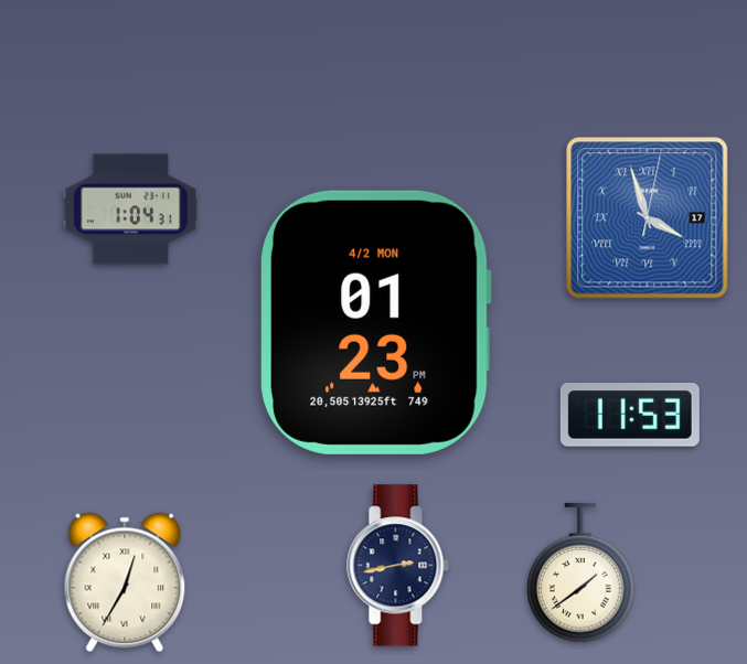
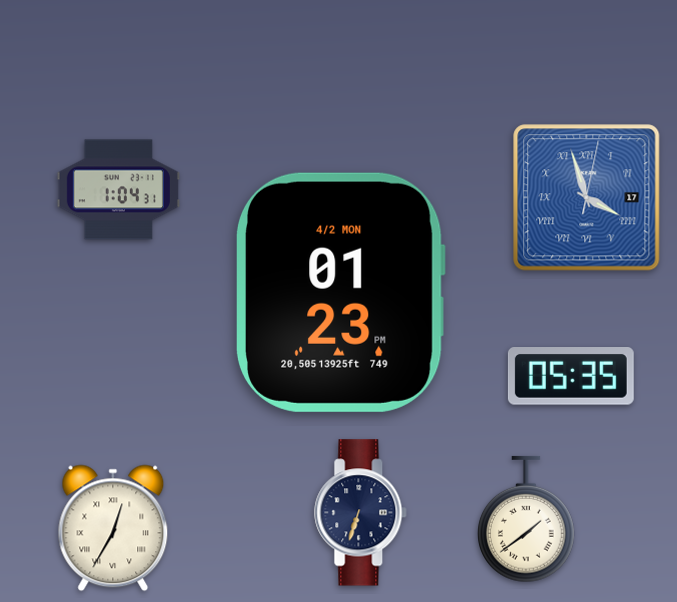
clock at (630, 416): 11:53 -> 05:35
clock at (398, 566): 2:43 -> 6:33
